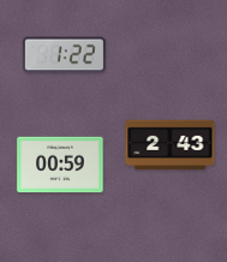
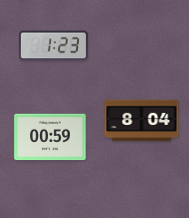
clock at (64, 55): 1:22 -> 1:23
clock at (171, 145): 2:43 -> 8:04
